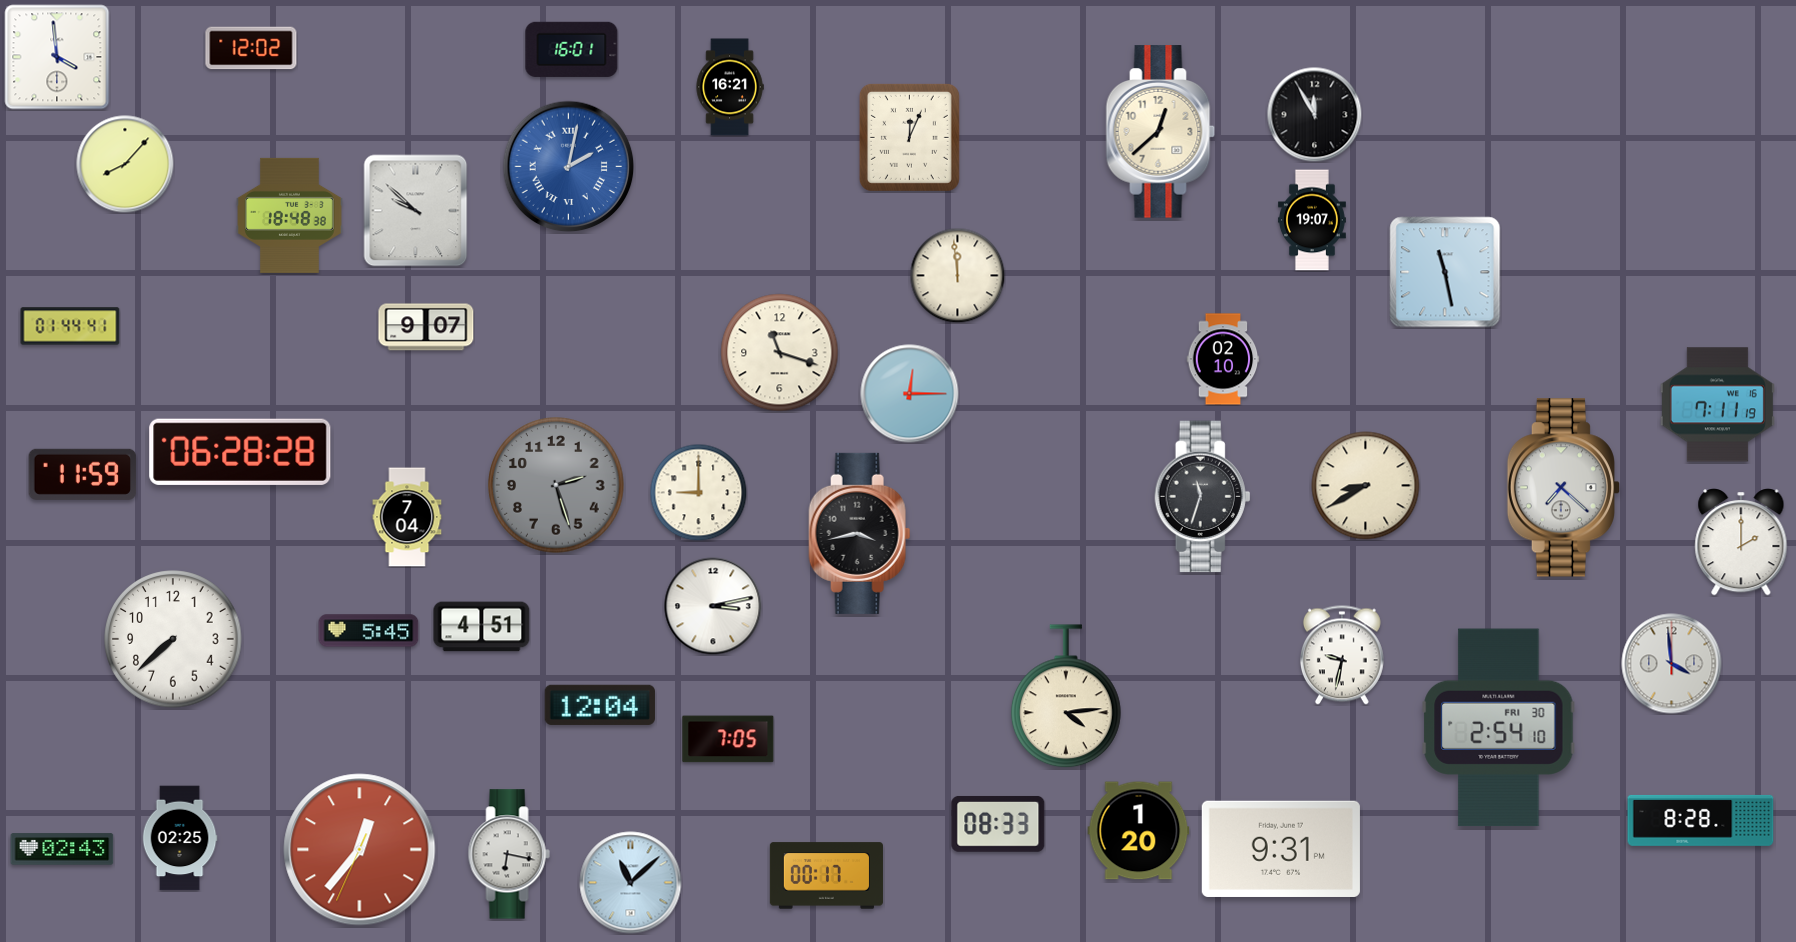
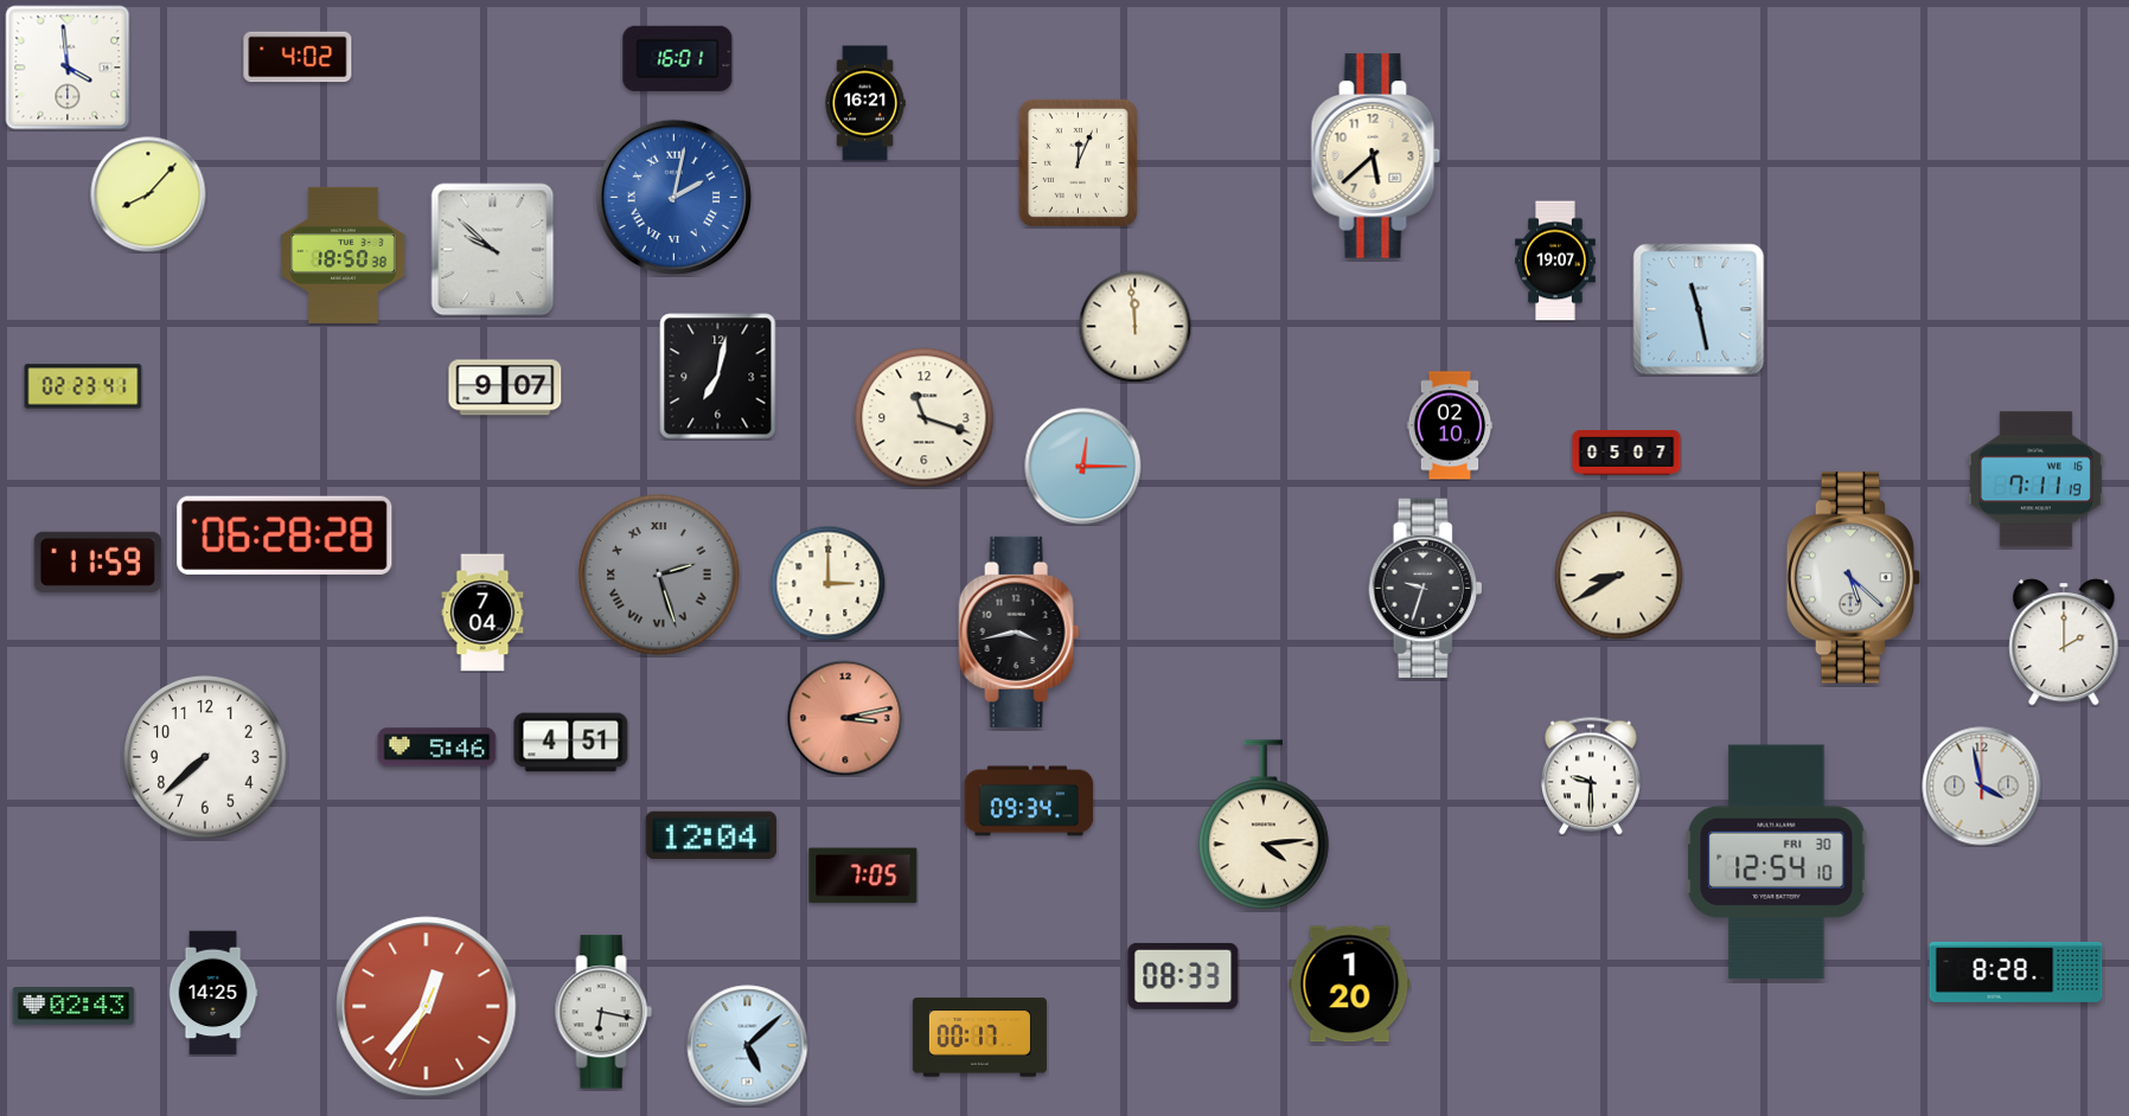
clock at (251, 48): 12:02 -> 4:02
clock at (1314, 114): 11:55 -> none
clock at (1161, 132): 12:38 -> 5:38
clock at (290, 215): 18:48 -> 18:50
clock at (1445, 272) position: (1445, 272) -> (1699, 309)
clock at (718, 377): none -> 7:02
clock at (70, 326): 01:44 -> 02:23
clock at (1626, 454): none -> 05:07
clock at (910, 394) position: (910, 394) -> (1083, 467)
clock at (556, 485) numerals: Arabic -> Roman
clock at (1563, 488): 7:22 -> 5:22
clock at (698, 492): 9:00 -> 3:00
clock at (1203, 497): 11:33 -> 9:33
clock at (713, 606) dial: white -> salmon
clock at (369, 631): 5:45 -> 5:46
clock at (1342, 655): 9:32 -> 9:30
clock at (1672, 664): 3:59 -> 3:58
clock at (1029, 801): none -> 09:34
clock at (1499, 728): 2:54 -> 12:54
clock at (180, 838): 02:25 -> 14:25
clock at (1281, 849): 9:31 -> none
clock at (631, 883): 11:08 -> 5:08
